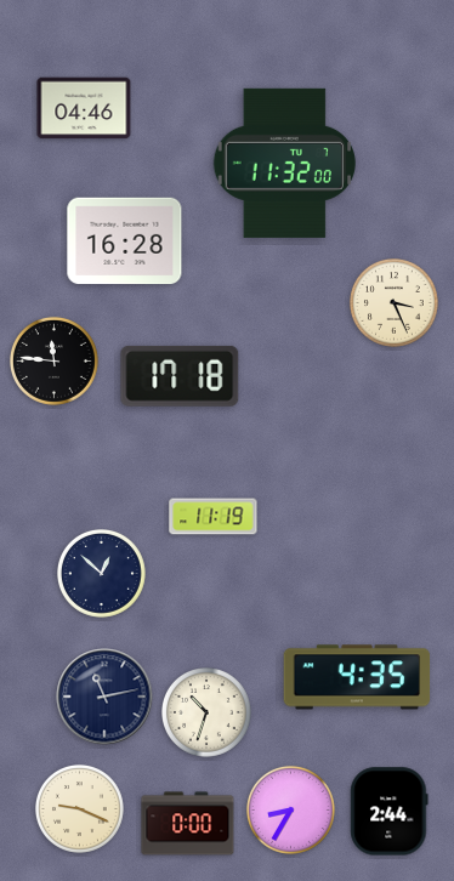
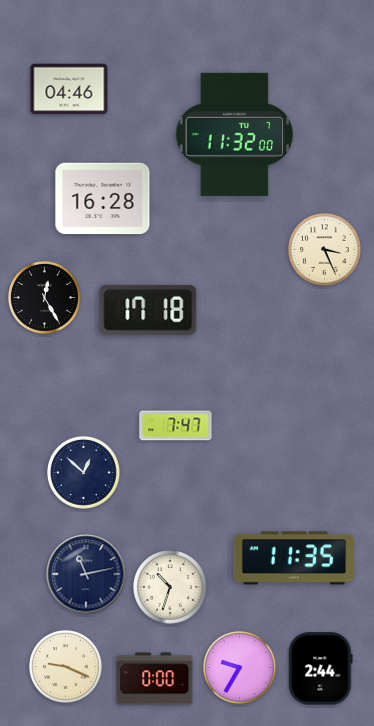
clock at (53, 360): 11:46 -> 12:25
clock at (214, 517): 11:19 -> 7:47
clock at (357, 677): 4:35 -> 11:35
clock at (290, 809): 8:35 -> 9:35
